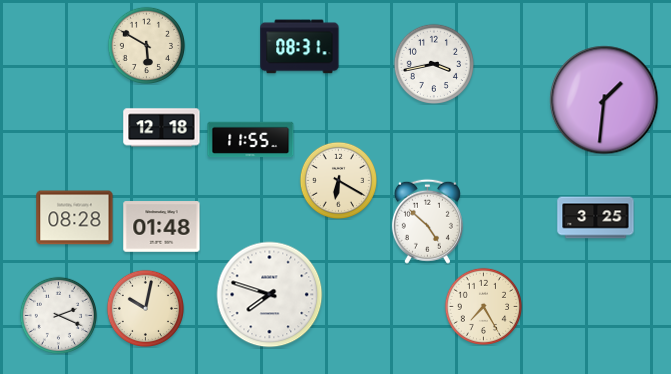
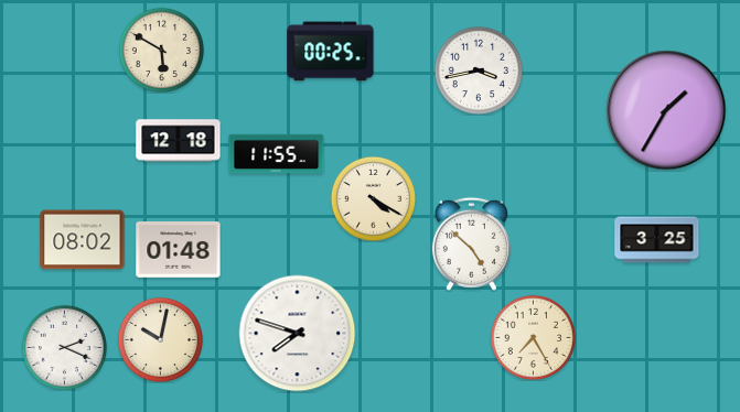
clock at (300, 47): 08:31 -> 00:25
clock at (604, 100): 1:31 -> 1:35
clock at (338, 180): 6:20 -> 4:20
clock at (75, 218): 08:28 -> 08:02
clock at (270, 295) position: (270, 295) -> (298, 334)
